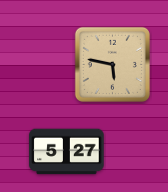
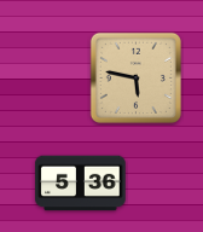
clock at (67, 152): 5:27 -> 5:36
